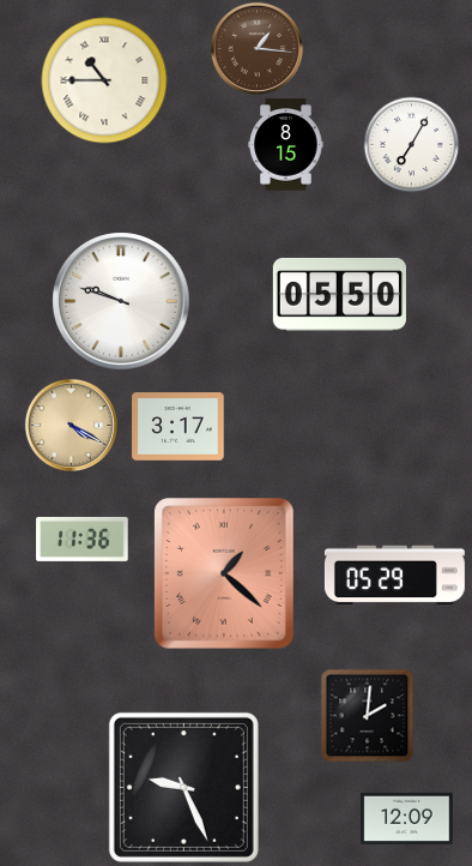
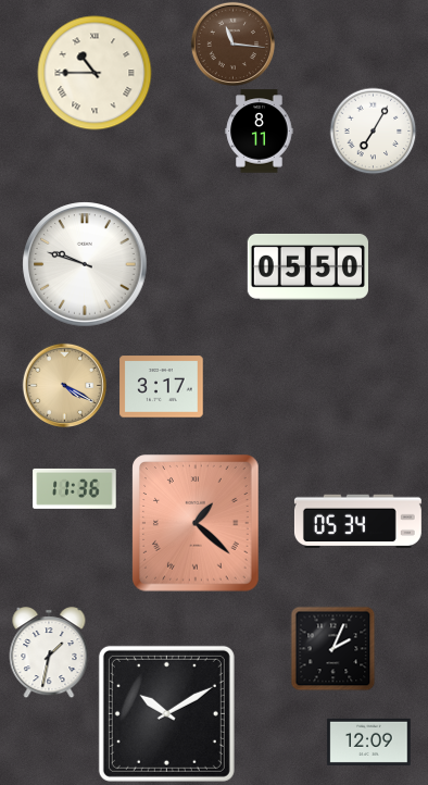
clock at (256, 48): 1:16 -> 11:16
clock at (286, 145): 8:15 -> 8:11
clock at (121, 301) position: (121, 301) -> (85, 264)
clock at (224, 573) position: (224, 573) -> (196, 523)
clock at (394, 576): 05:29 -> 05:34
clock at (367, 715): 2:01 -> 2:04
clock at (49, 652): none -> 1:32
clock at (183, 787): 9:26 -> 10:10
